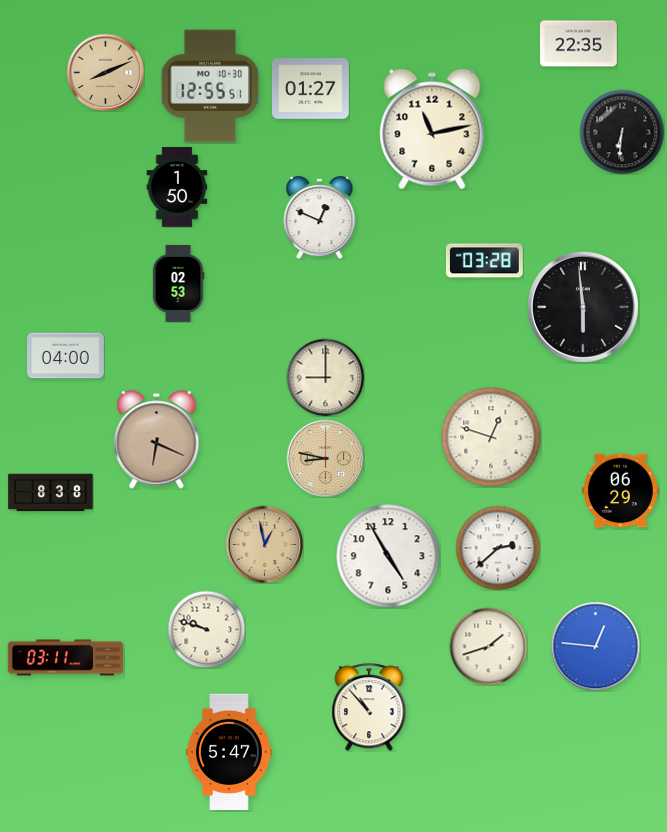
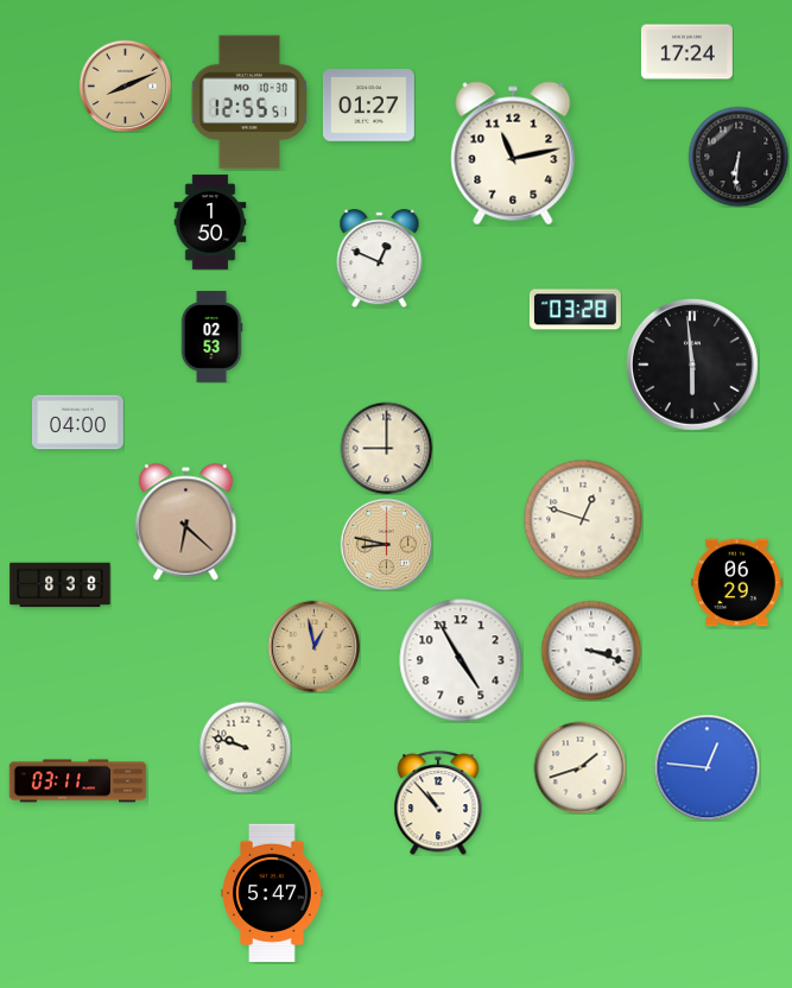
clock at (578, 44): 22:35 -> 17:24
clock at (157, 440): 6:19 -> 6:22
clock at (498, 548): 2:38 -> 3:18
clock at (369, 707) position: (369, 707) -> (438, 803)
